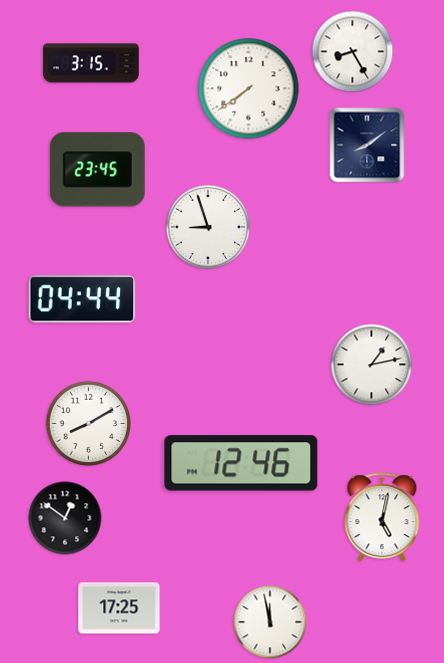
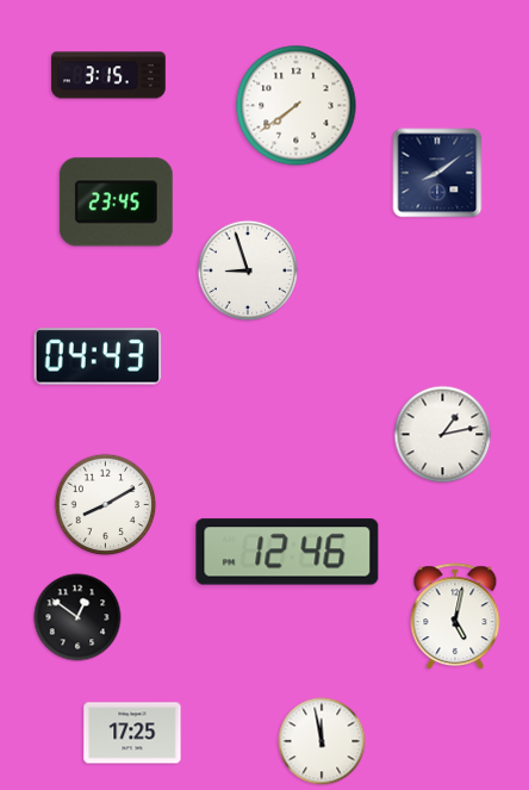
clock at (353, 52): 8:25 -> none
clock at (82, 299): 04:44 -> 04:43
clock at (119, 608) position: (119, 608) -> (132, 733)
